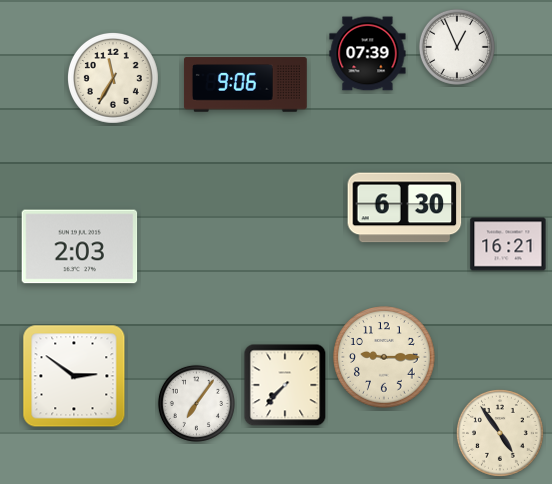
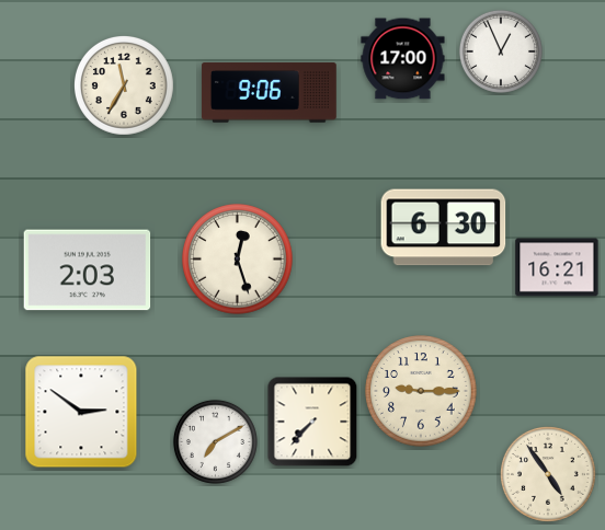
clock at (368, 54): 07:39 -> 17:00
clock at (238, 260): none -> 12:27
clock at (196, 403): 7:06 -> 7:10
